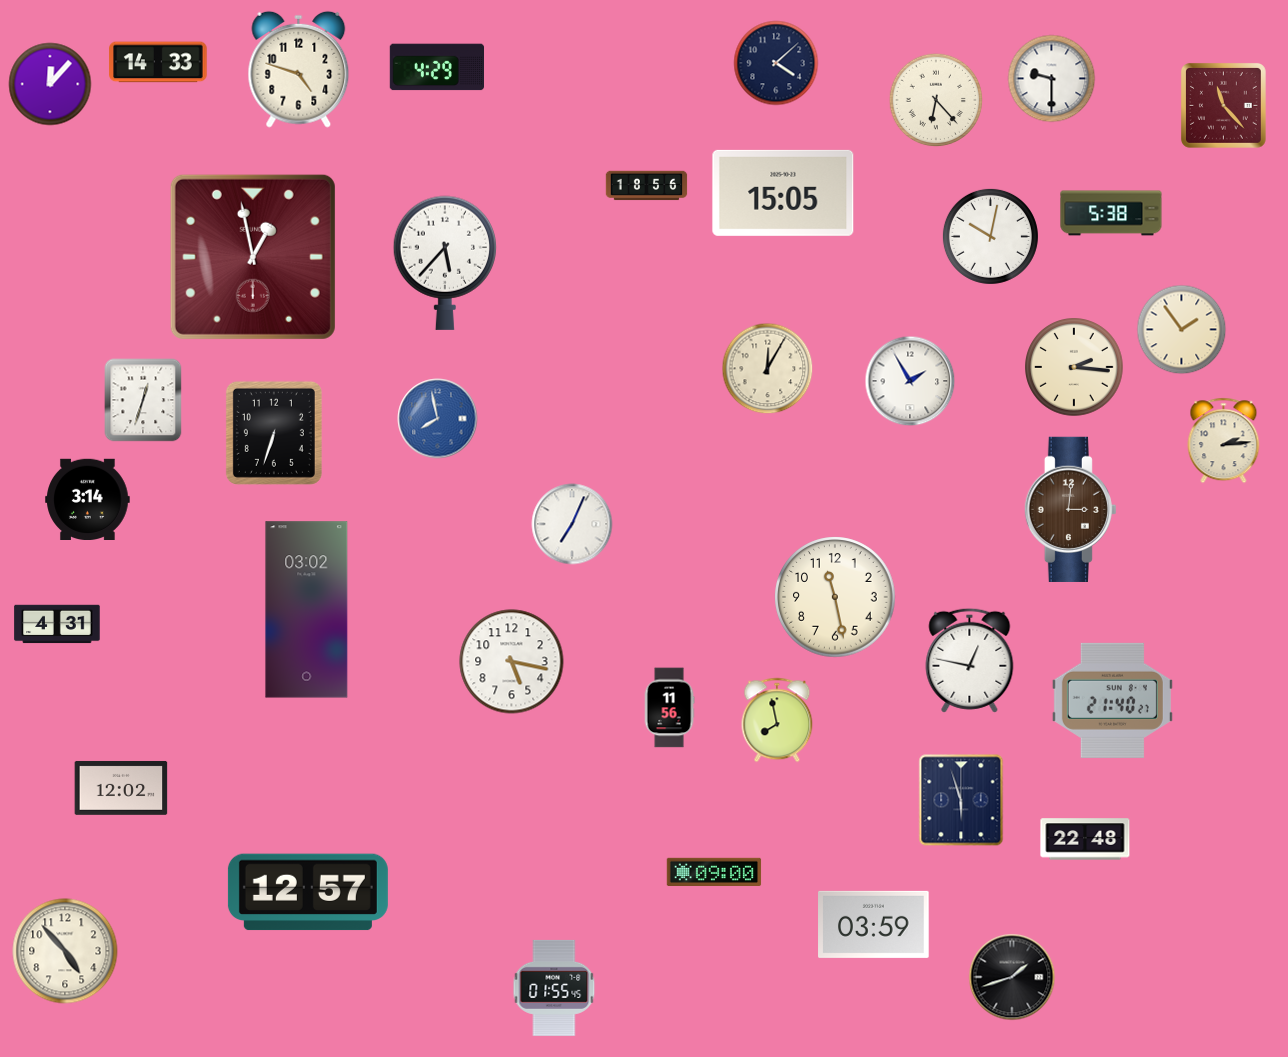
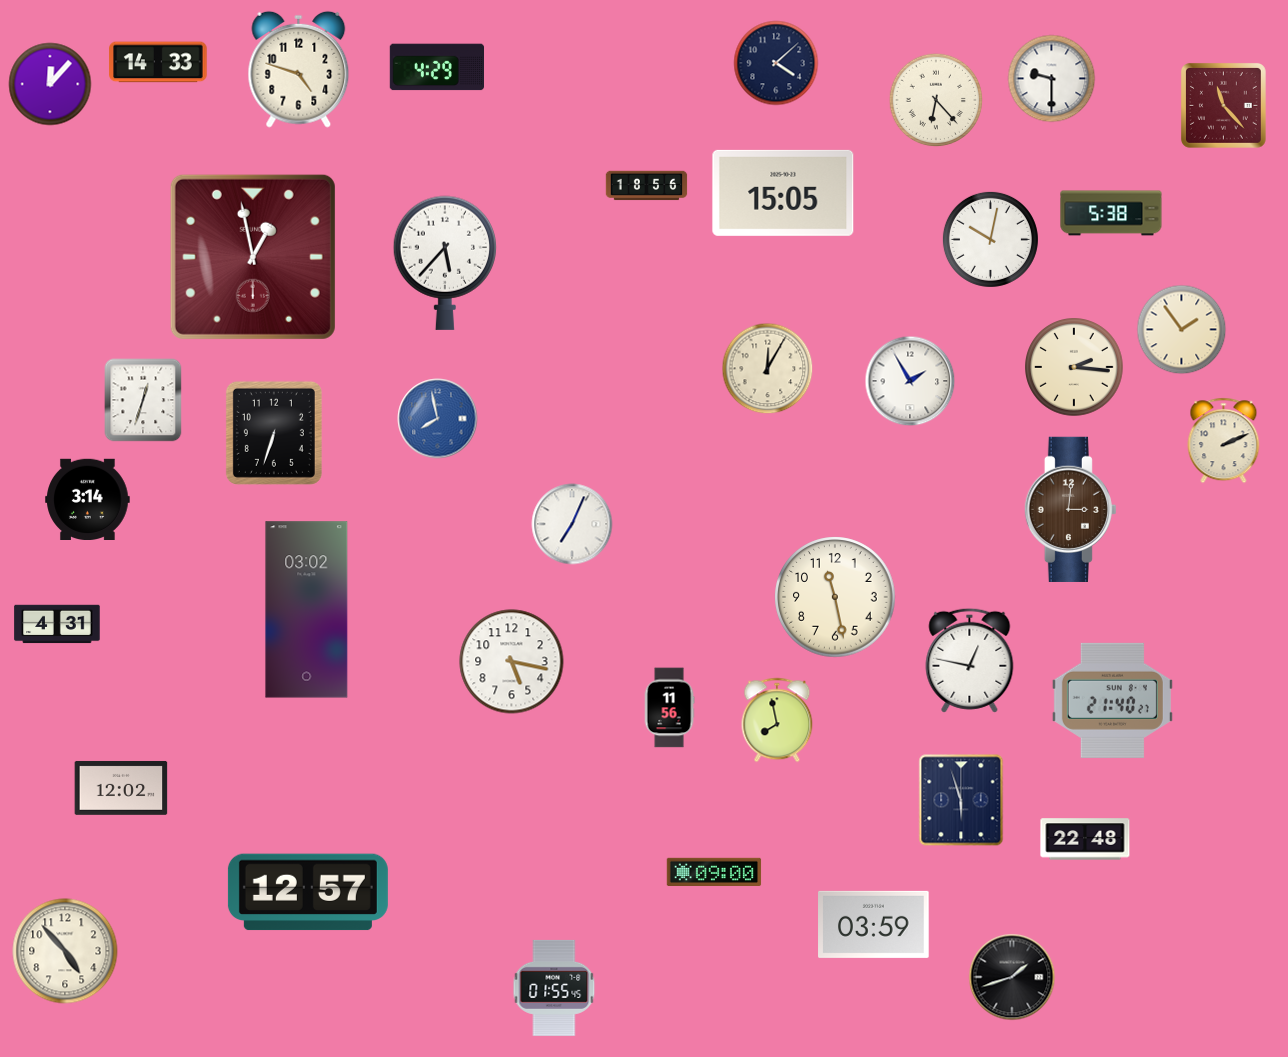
clock at (990, 236) position: (990, 236) -> (990, 239)
clock at (1224, 441): 2:14 -> 2:11
